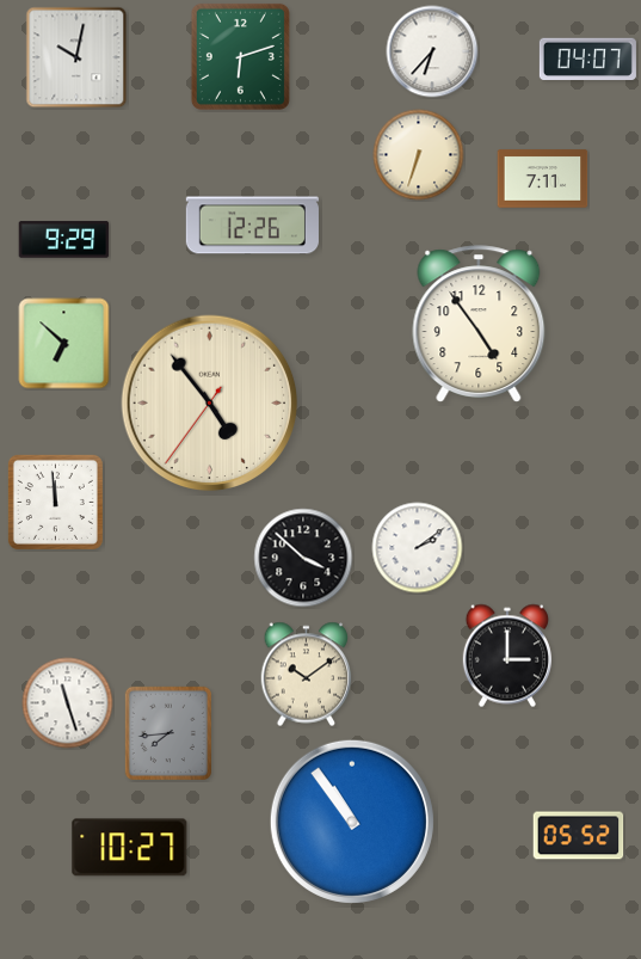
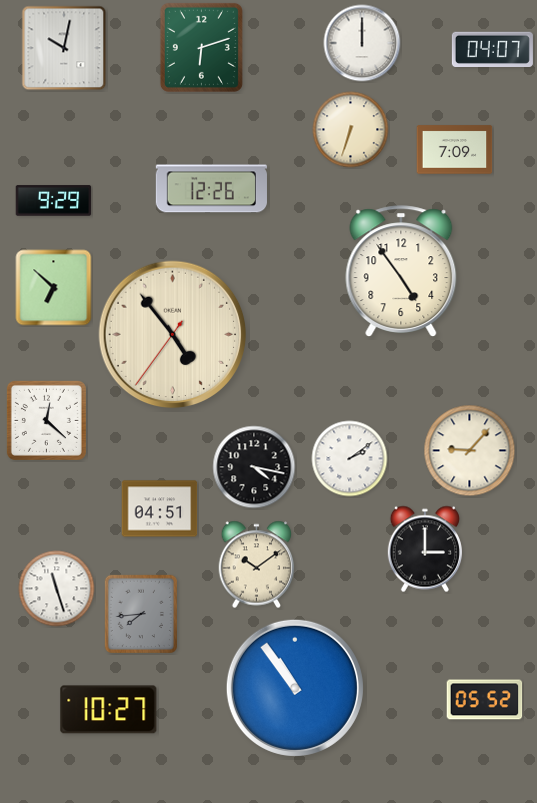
clock at (432, 51): 6:37 -> 12:00
clock at (543, 179): 7:11 -> 7:09
clock at (210, 404) position: (210, 404) -> (173, 335)
clock at (55, 502): 11:59 -> 12:22
clock at (470, 451): none -> 9:07
clock at (303, 558): 3:52 -> 4:17
clock at (160, 509): none -> 04:51
